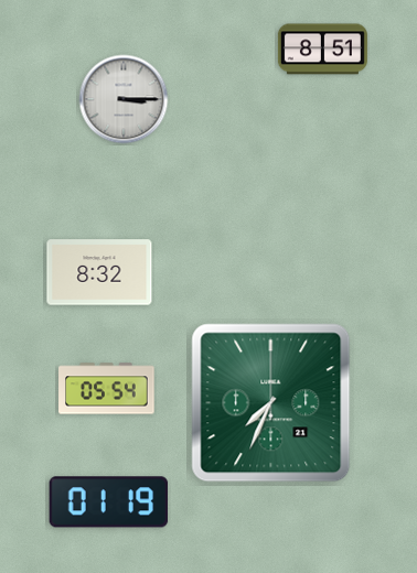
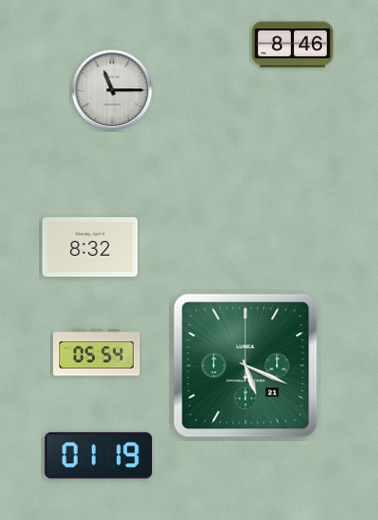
clock at (322, 50): 8:51 -> 8:46
clock at (124, 99): 3:15 -> 11:15
clock at (271, 403): 7:34 -> 5:19
